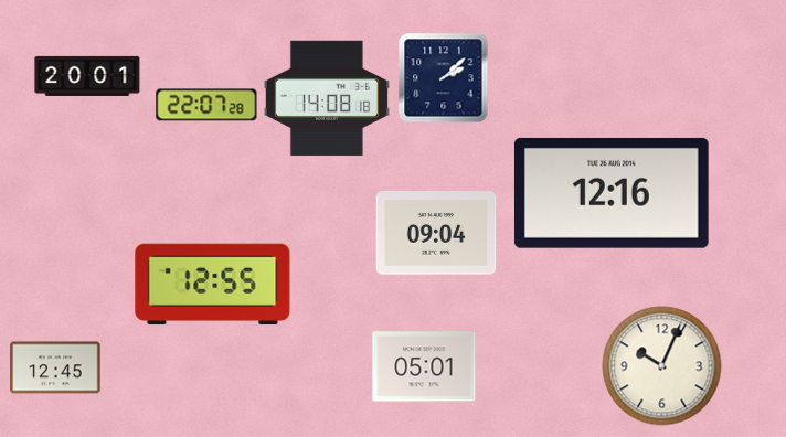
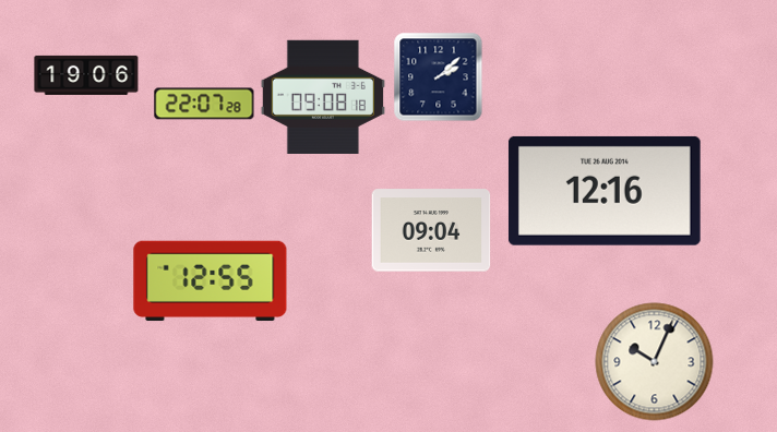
clock at (87, 76): 20:01 -> 19:06
clock at (326, 98): 14:08 -> 09:08
clock at (424, 366): 05:01 -> none
clock at (55, 367): 12:45 -> none
